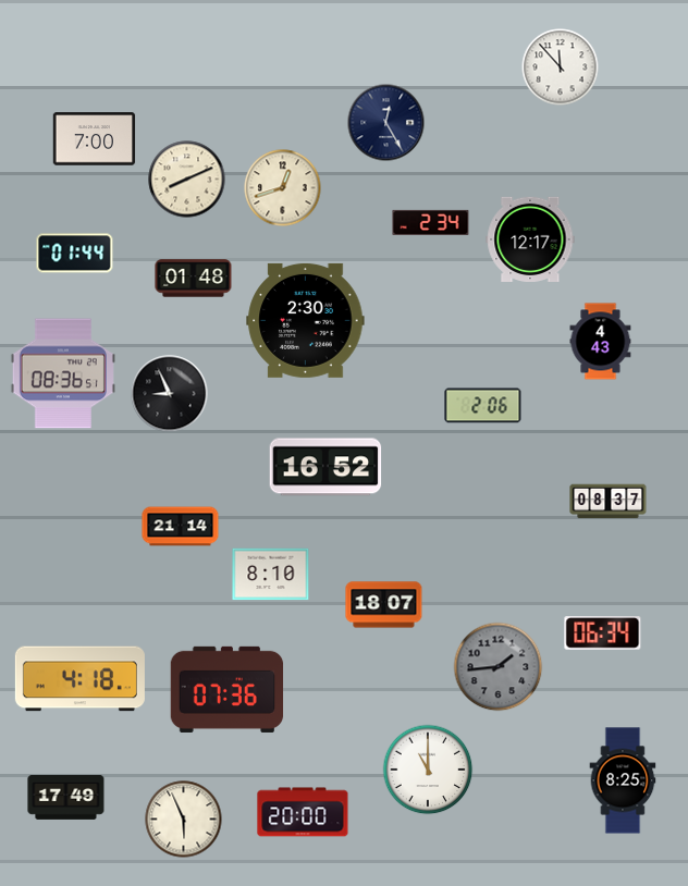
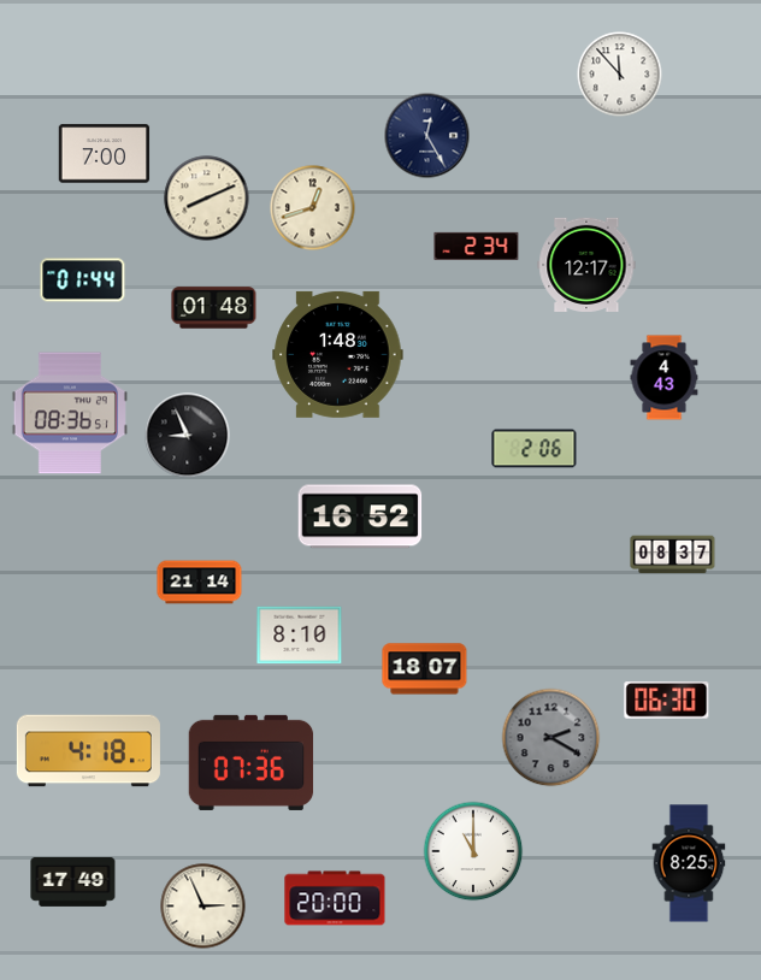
clock at (306, 320): 2:30 -> 1:48
clock at (603, 633): 06:34 -> 06:30
clock at (499, 667): 1:44 -> 2:20
clock at (184, 820): 5:56 -> 2:56
